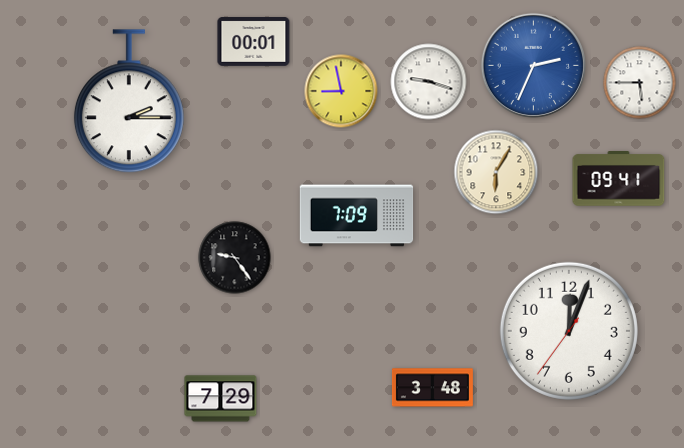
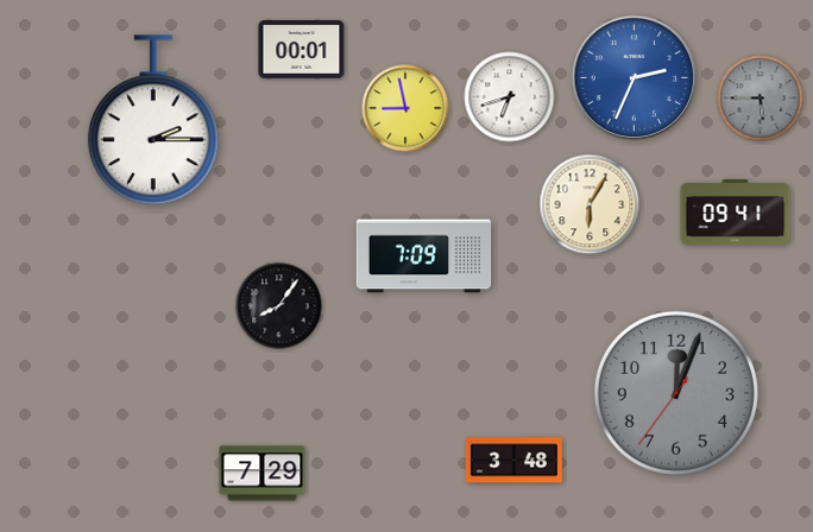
clock at (429, 82): 9:18 -> 6:42
clock at (640, 83) dial: white -> grey
clock at (235, 258): 9:24 -> 8:06
clock at (569, 331) dial: white -> grey
